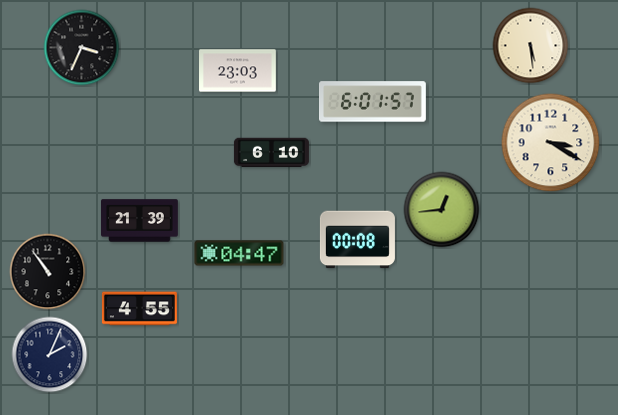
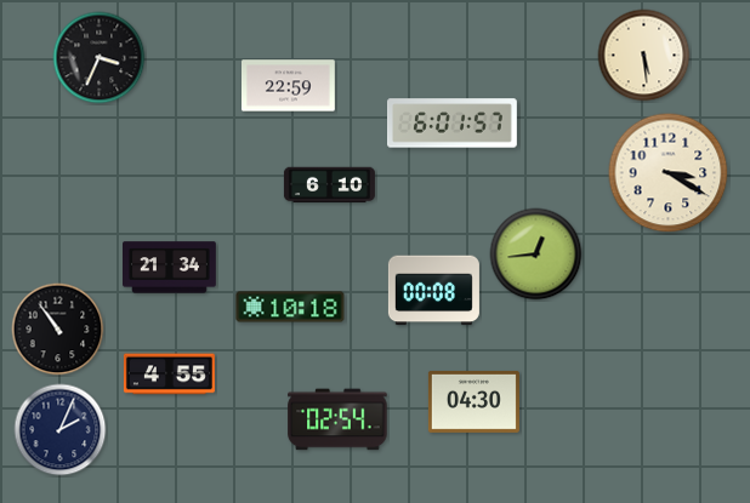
clock at (238, 71): 23:03 -> 22:59
clock at (140, 221): 21:39 -> 21:34
clock at (239, 253): 04:47 -> 10:18
clock at (473, 401): none -> 04:30
clock at (337, 419): none -> 02:54
